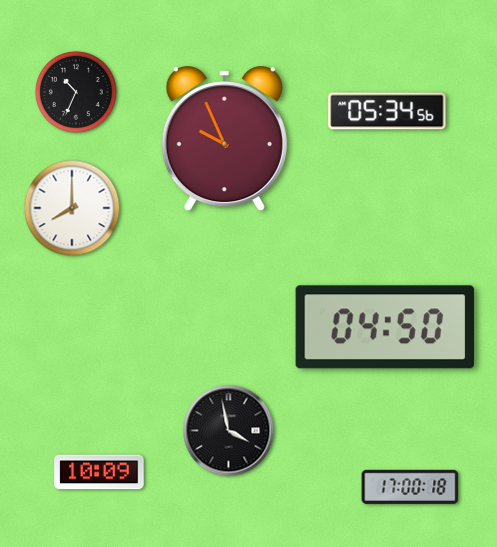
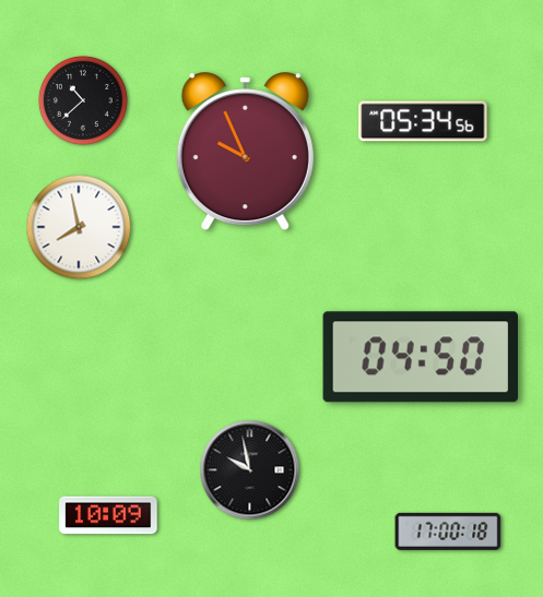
clock at (76, 92): 10:34 -> 10:38
clock at (72, 208): 8:00 -> 7:58
clock at (229, 431): 3:58 -> 9:58
